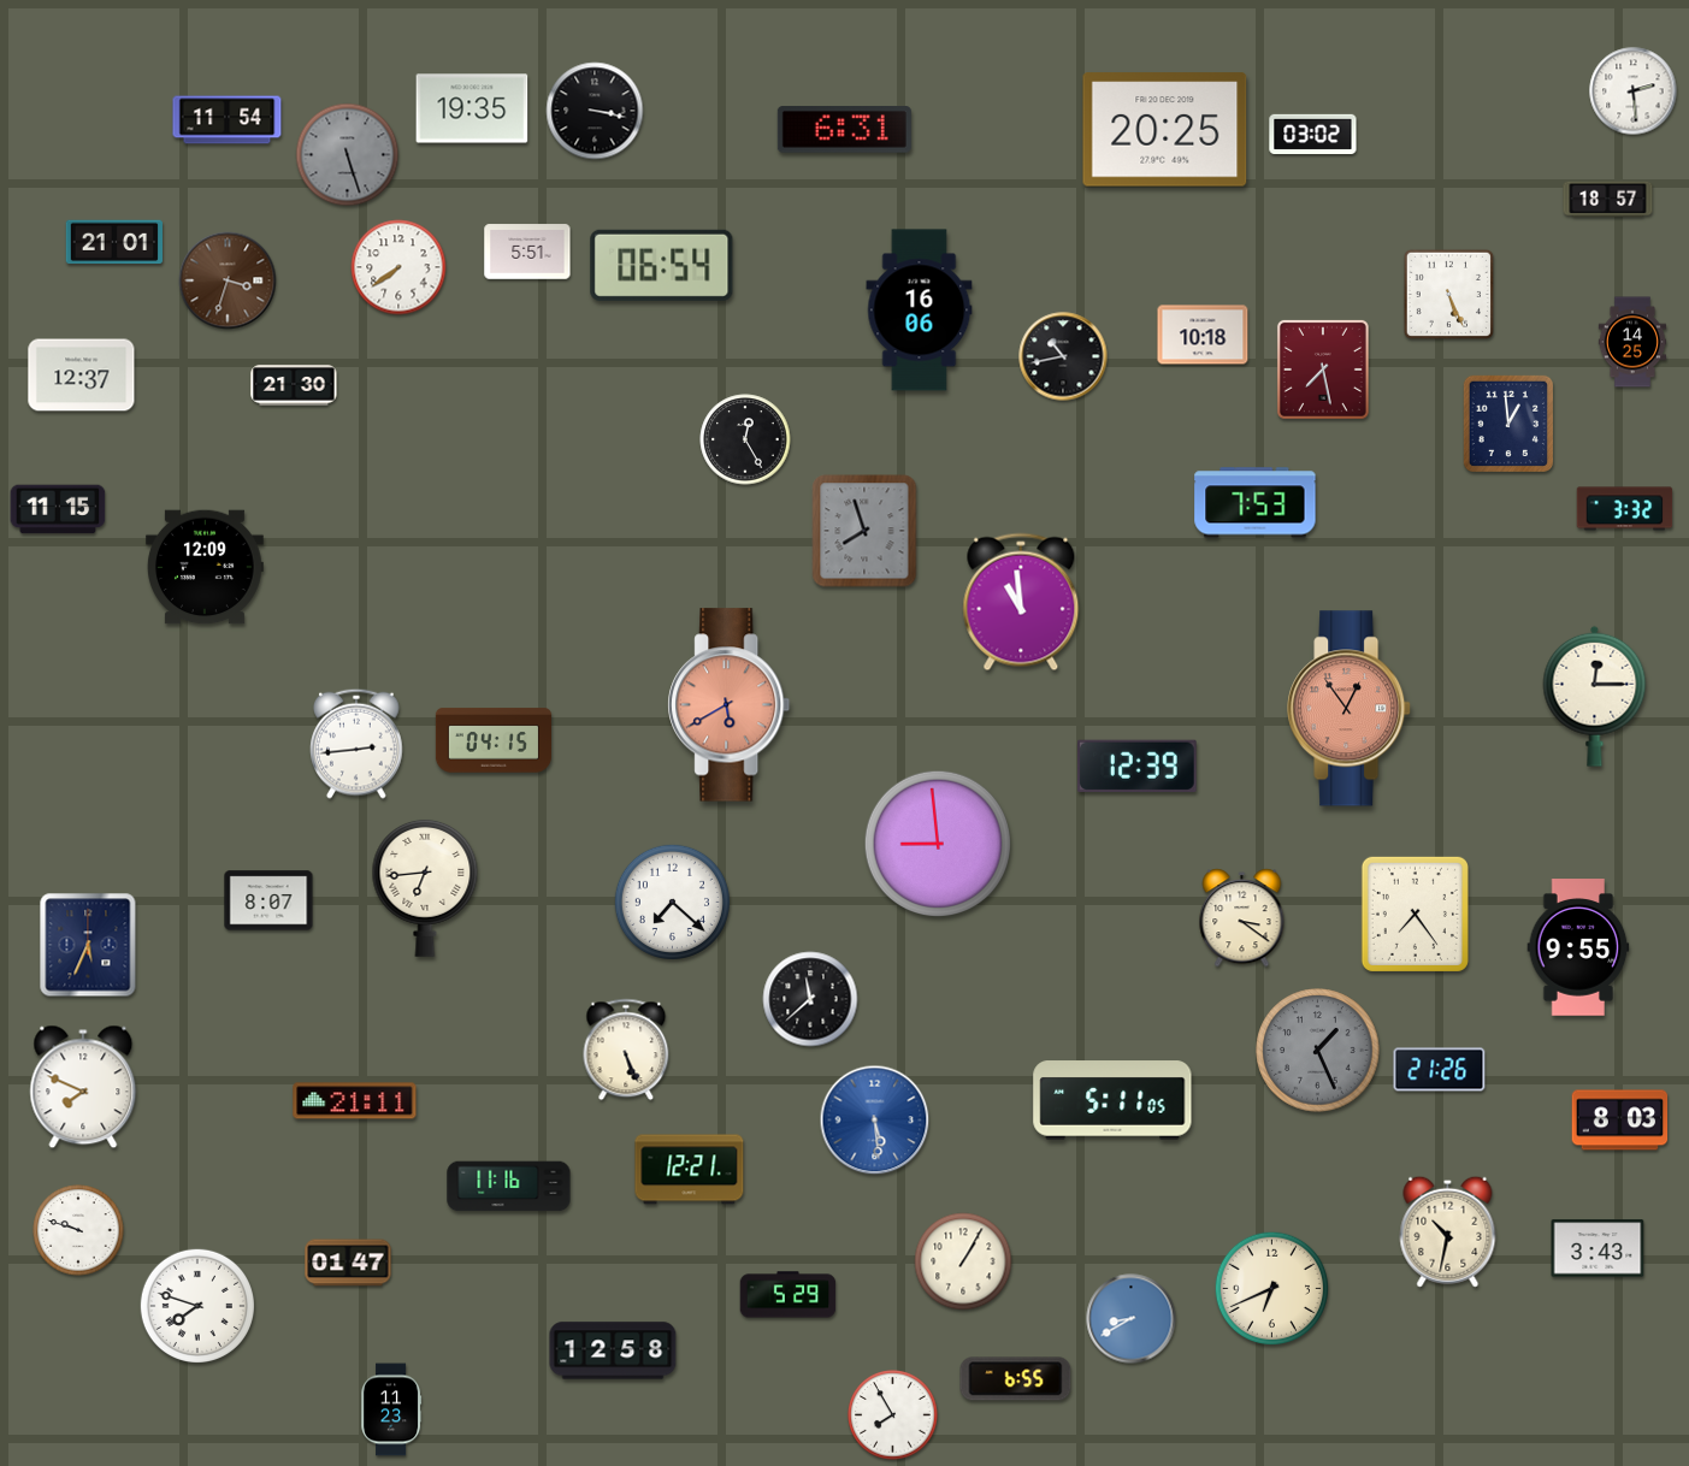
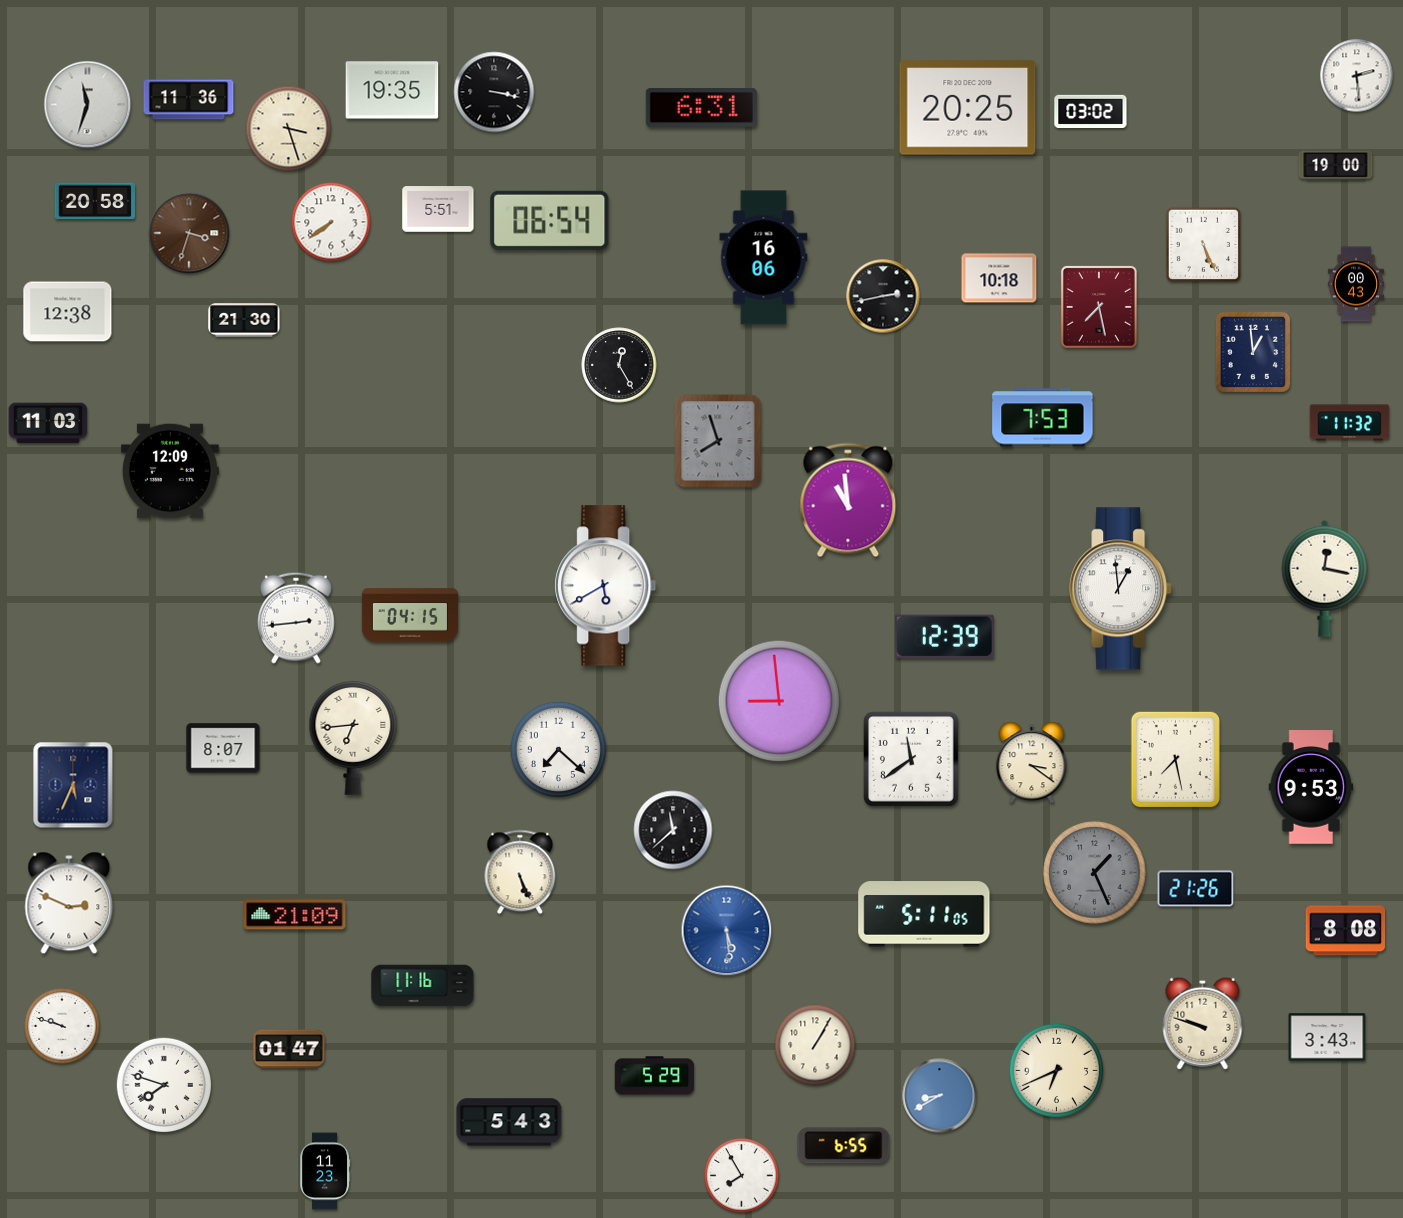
clock at (228, 120): 11:54 -> 11:36
clock at (88, 105): none -> 11:33
clock at (348, 155): 5:27 -> 3:27
clock at (348, 155) dial: grey -> cream
clock at (1608, 200): 18:57 -> 19:00
clock at (113, 242): 21:01 -> 20:58
clock at (1632, 342): 14:25 -> 00:43
clock at (1063, 356): 10:43 -> 2:43
clock at (82, 376): 12:37 -> 12:38
clock at (58, 509): 11:15 -> 11:03
clock at (1625, 509): 3:32 -> 11:32
clock at (1595, 696): 12:15 -> 12:17
clock at (730, 705) dial: salmon -> white
clock at (1350, 709): 12:54 -> 12:59
clock at (1350, 709) dial: salmon -> white
clock at (911, 759): none -> 11:39
clock at (1415, 914): 7:24 -> 7:28
clock at (1578, 947): 9:55 -> 9:53
clock at (83, 1087): 7:49 -> 2:49
clock at (355, 1101): 21:11 -> 21:09
clock at (1620, 1121): 8:03 -> 8:08
clock at (690, 1170): 12:21 -> none
clock at (78, 1230) position: (78, 1230) -> (62, 1026)
clock at (1448, 1231): 10:32 -> 9:48
clock at (963, 1261) position: (963, 1261) -> (815, 1045)
clock at (613, 1350): 12:58 -> 5:43
